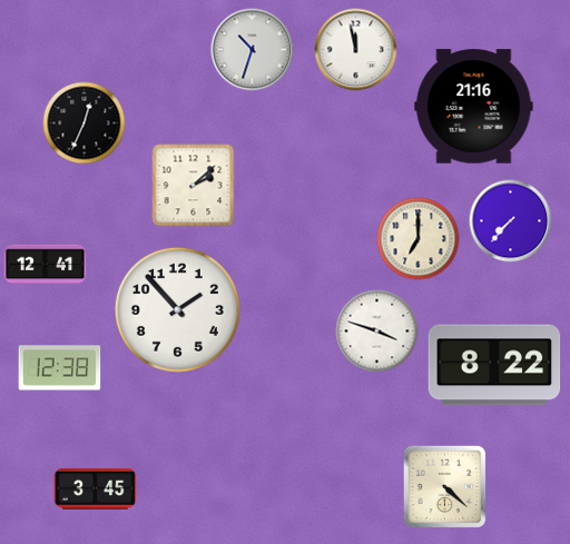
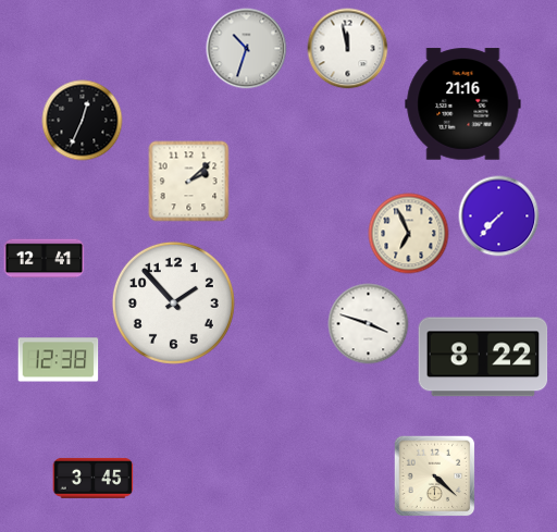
clock at (419, 239): 7:00 -> 6:56
